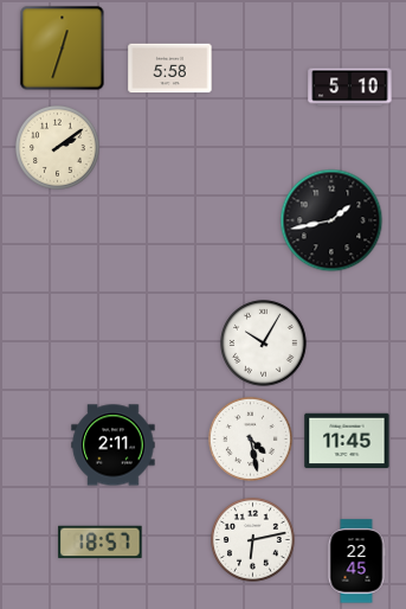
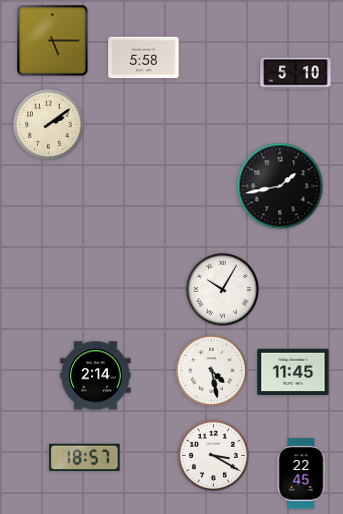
clock at (63, 49): 12:33 -> 5:15
clock at (114, 445): 2:11 -> 2:14
clock at (252, 539): 6:13 -> 3:20
